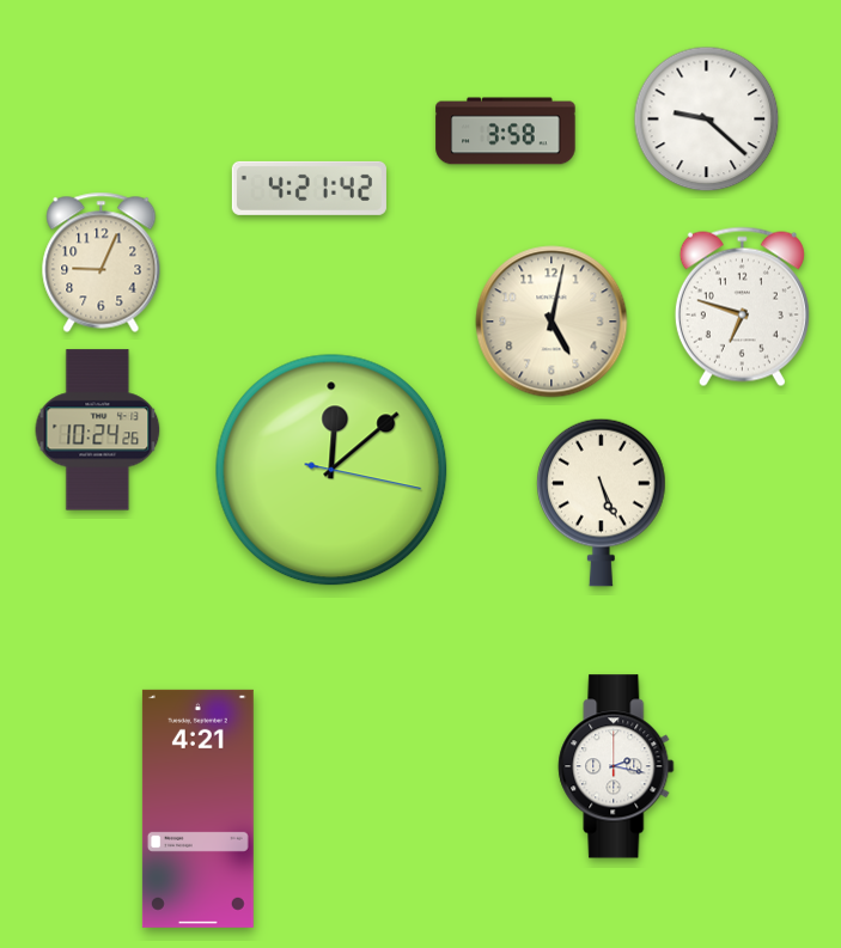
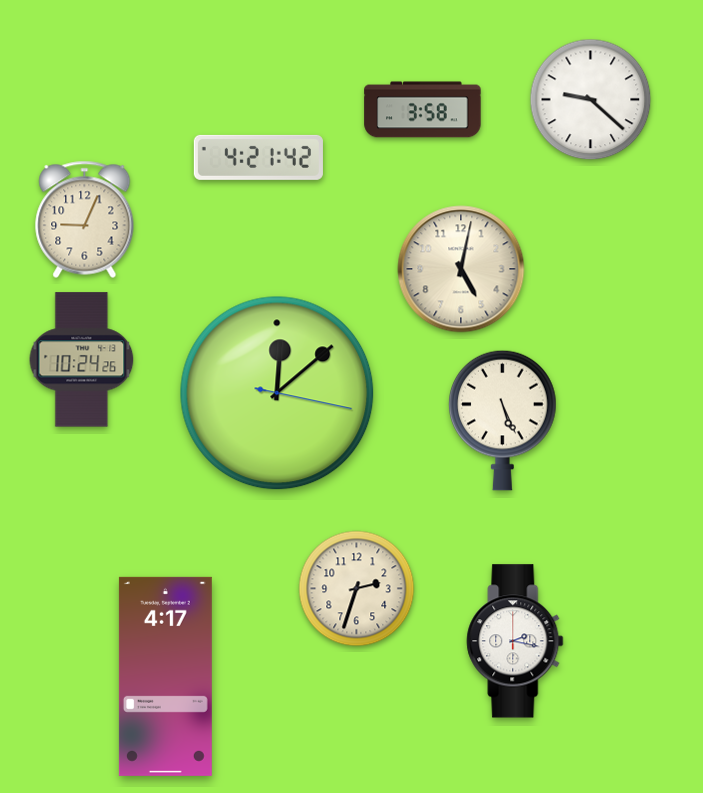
clock at (742, 307): 6:48 -> none
clock at (357, 589): none -> 2:33
clock at (197, 808): 4:21 -> 4:17
